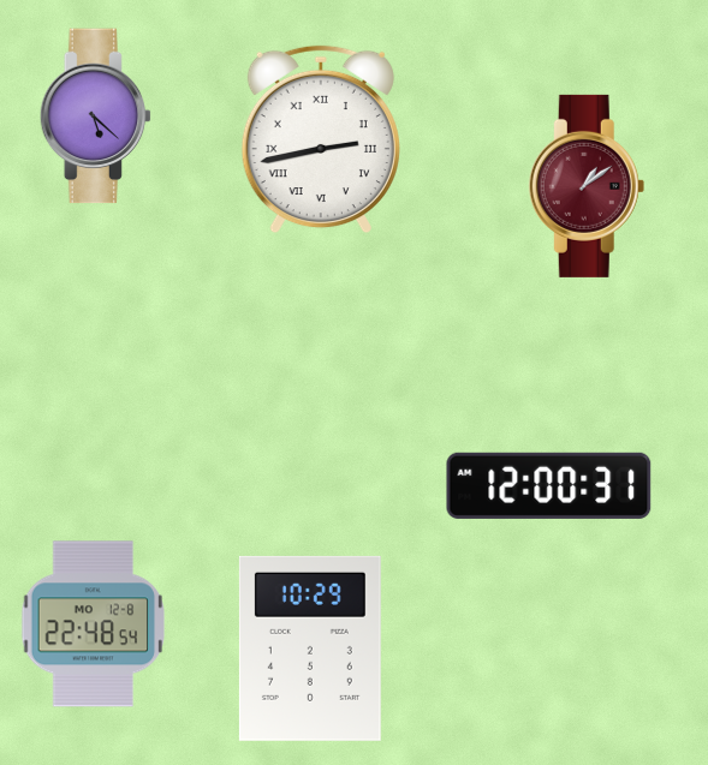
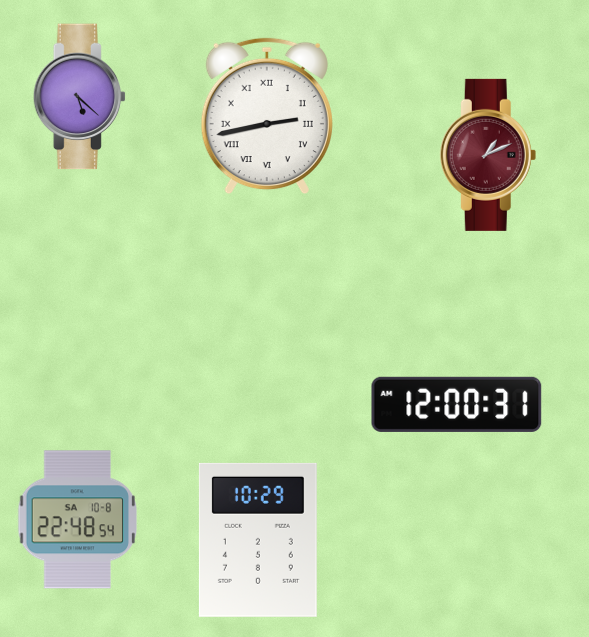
clock at (587, 186): 1:09 -> 1:11
clock at (94, 624) date: MO 12-8 -> SA 10-8
